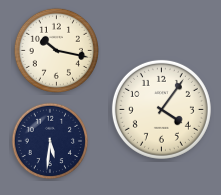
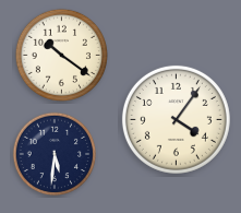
clock at (56, 50): 10:17 -> 10:21
